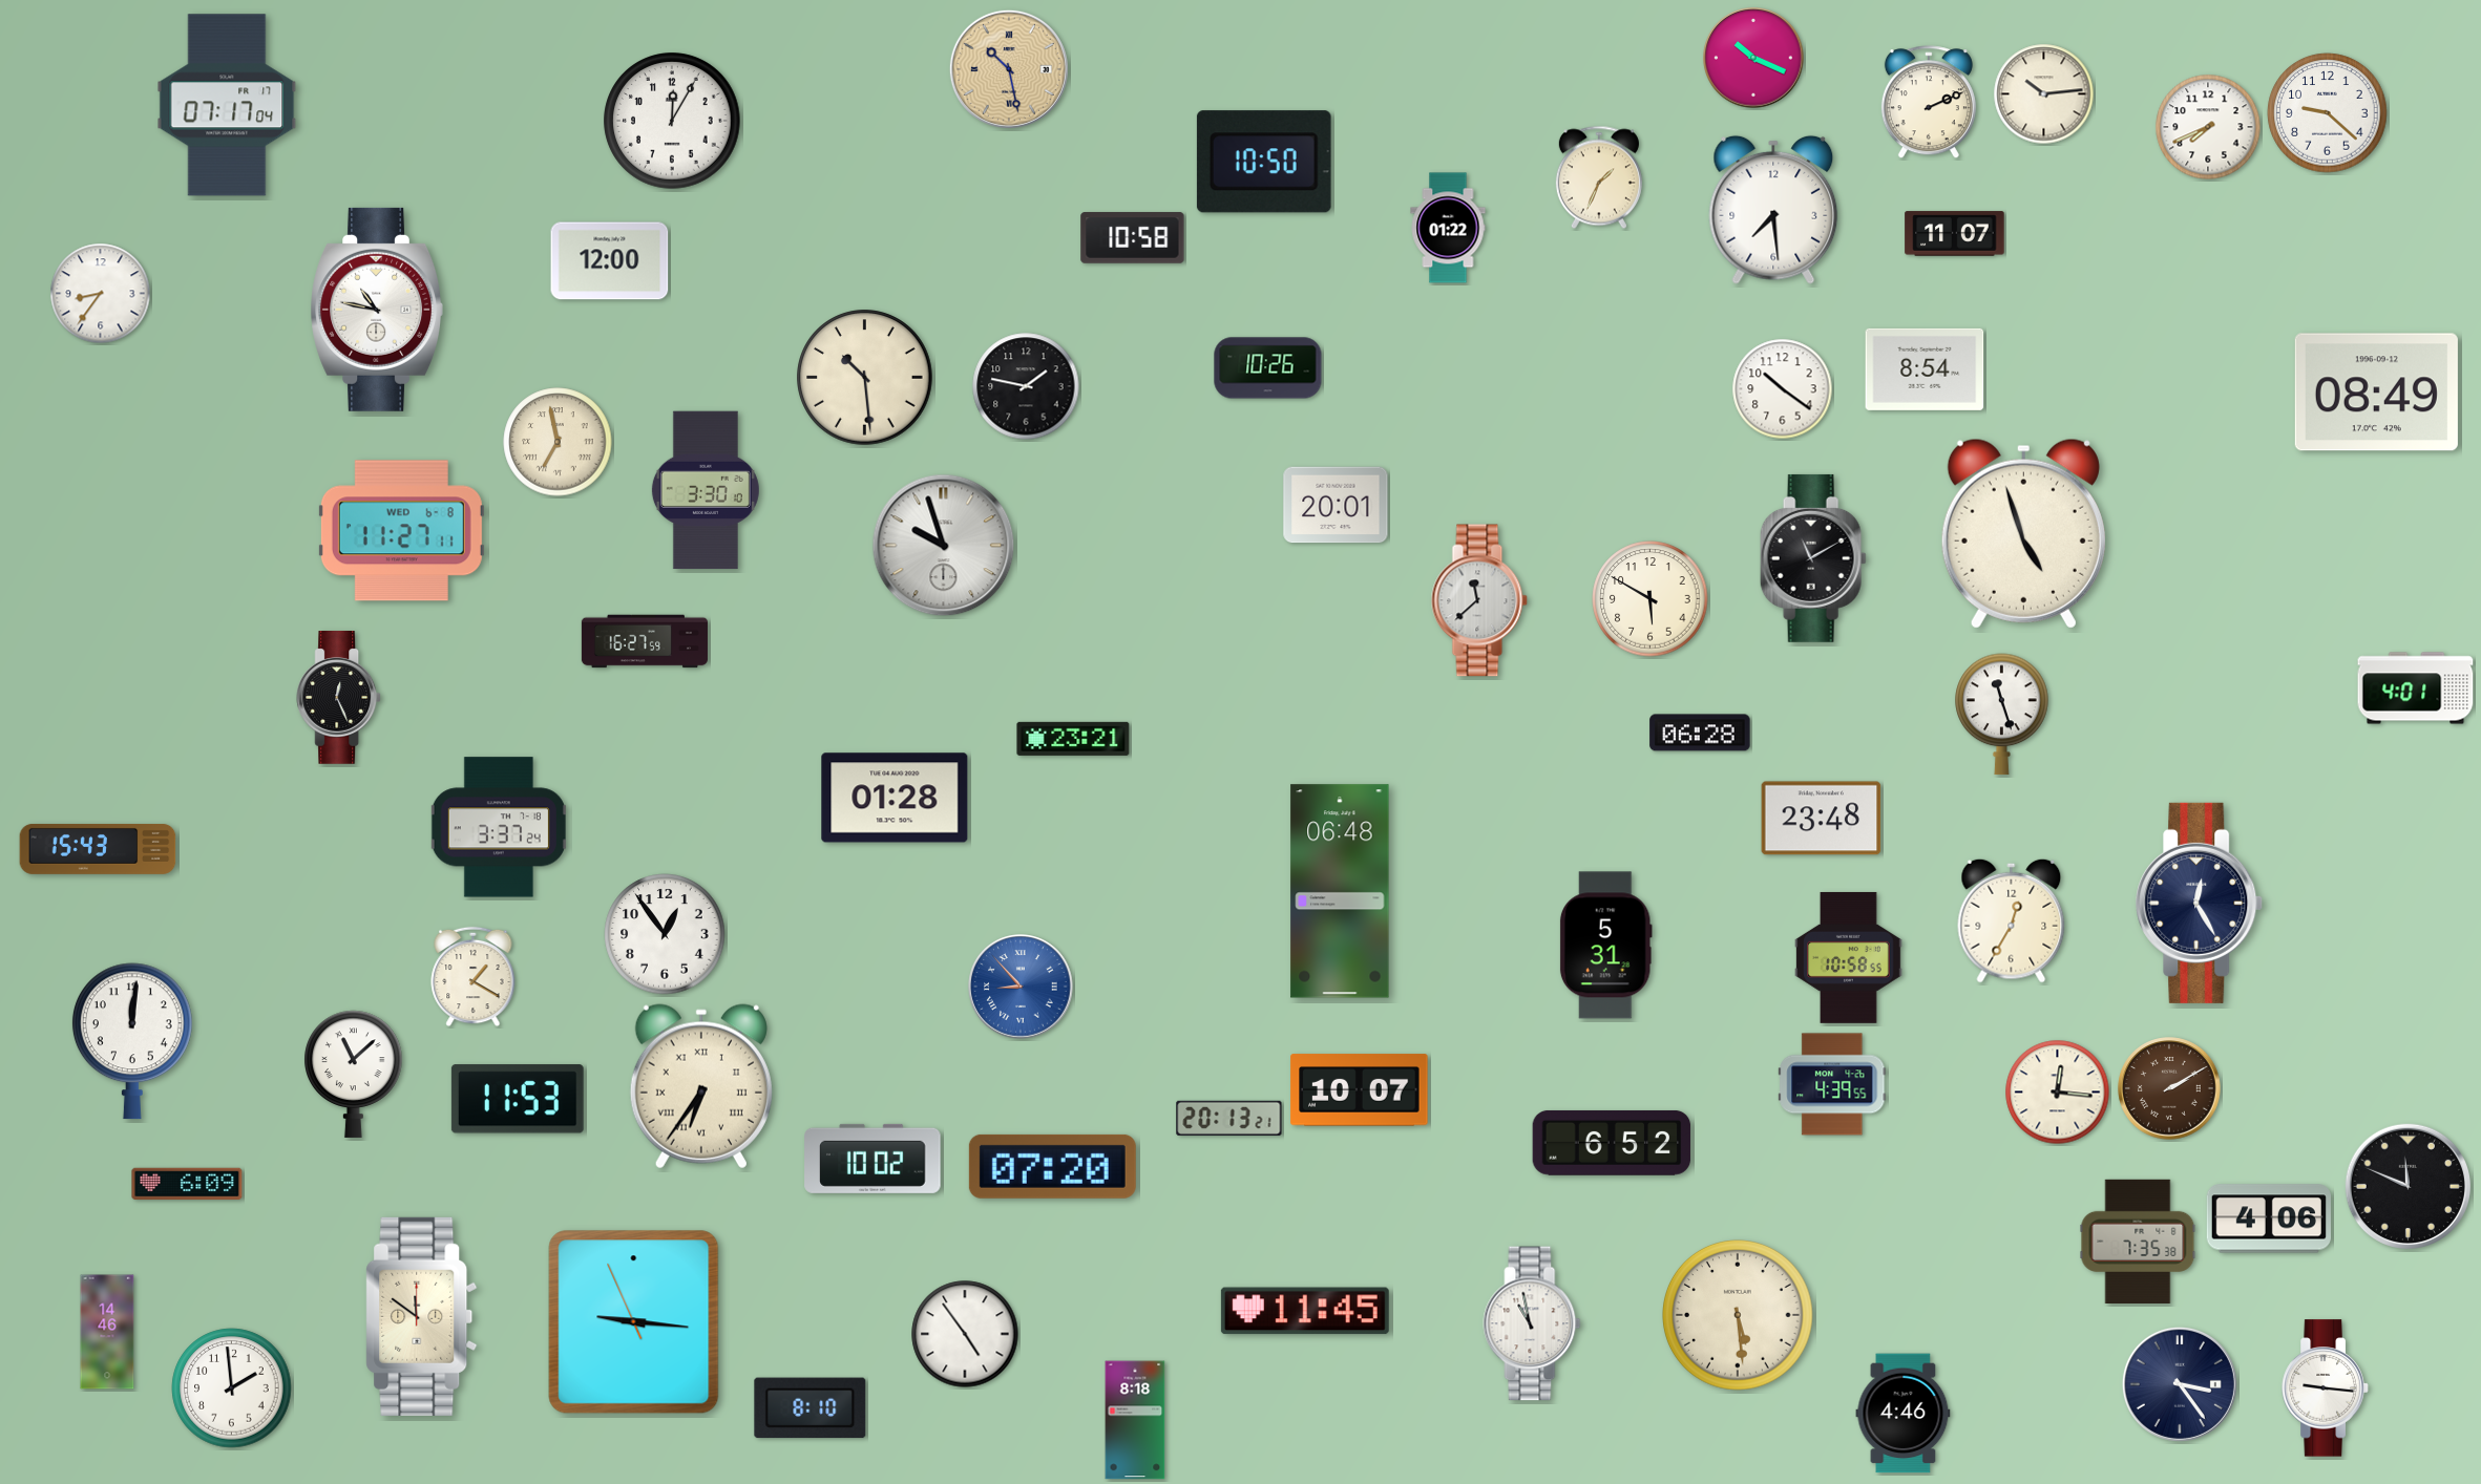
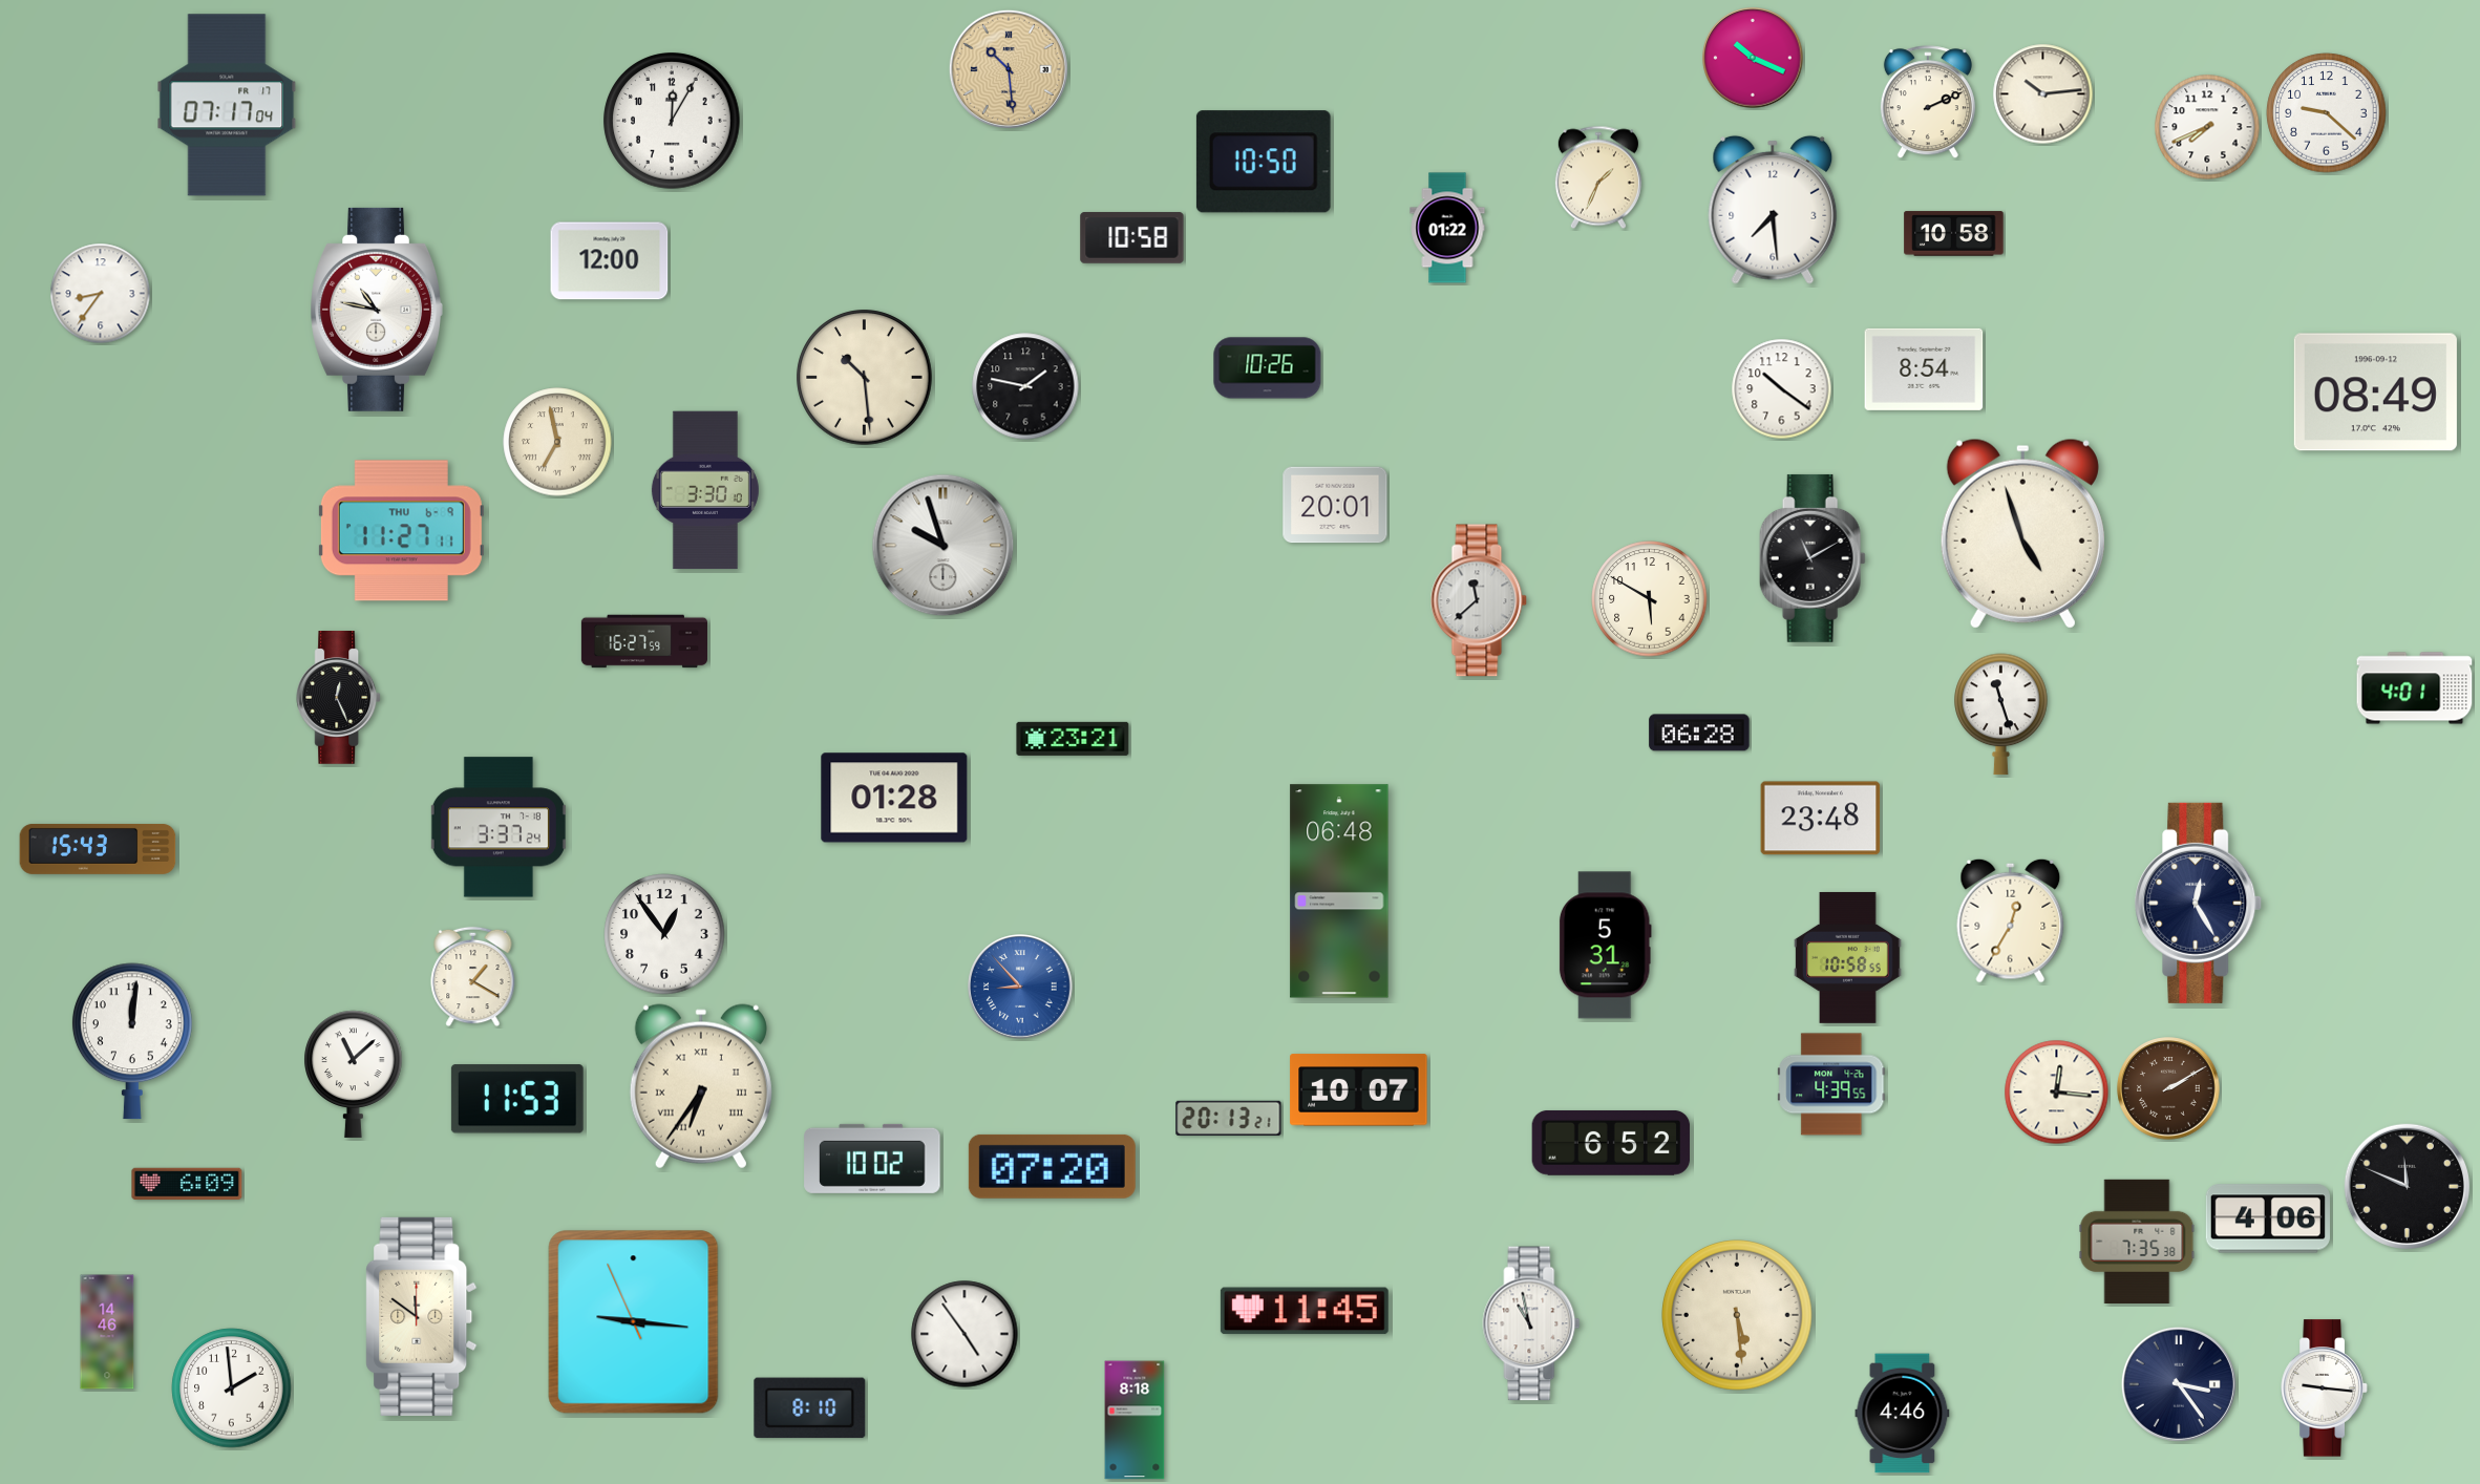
clock at (1009, 69): 10:28 -> 10:29
clock at (1955, 234): 11:07 -> 10:58
clock at (401, 531) date: WED 6-8 -> THU 6-9
